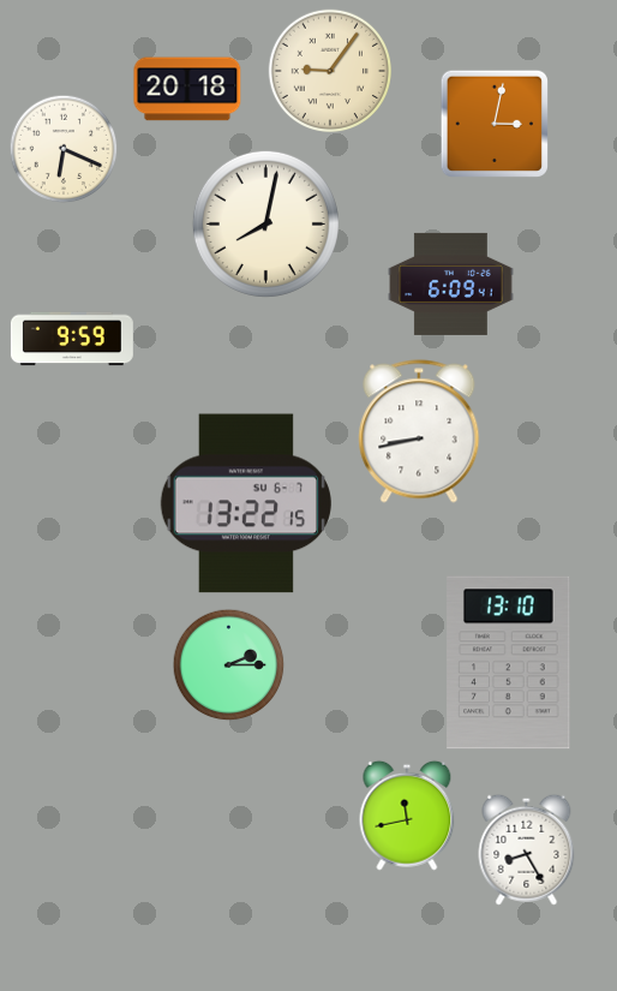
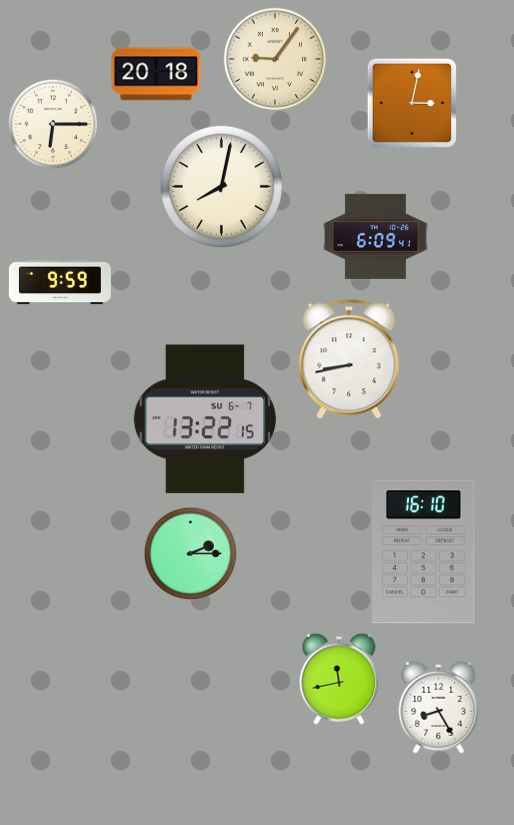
clock at (64, 149): 6:19 -> 6:15
clock at (509, 663): 13:10 -> 16:10
